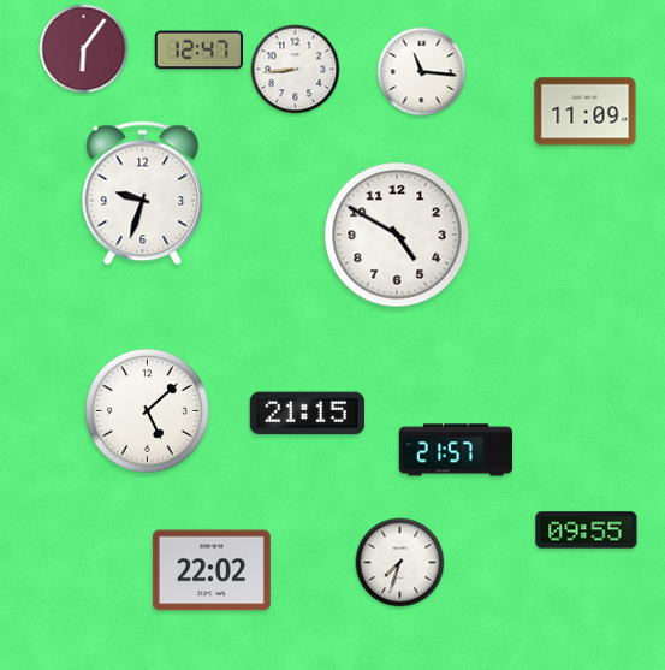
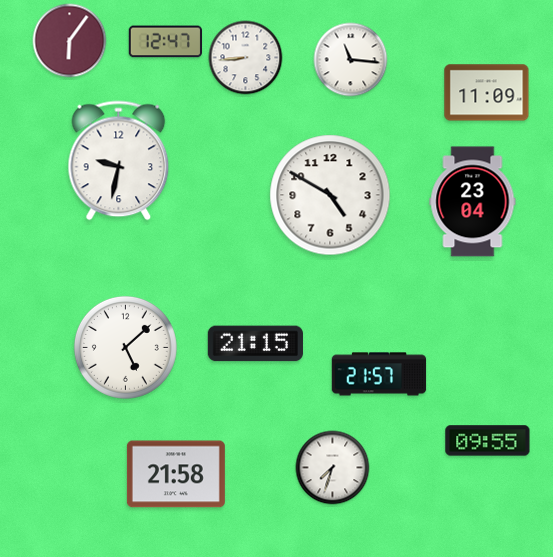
clock at (143, 194): 9:33 -> 9:32
clock at (473, 202): none -> 23:04
clock at (147, 410) position: (147, 410) -> (125, 347)
clock at (212, 570): 22:02 -> 21:58
